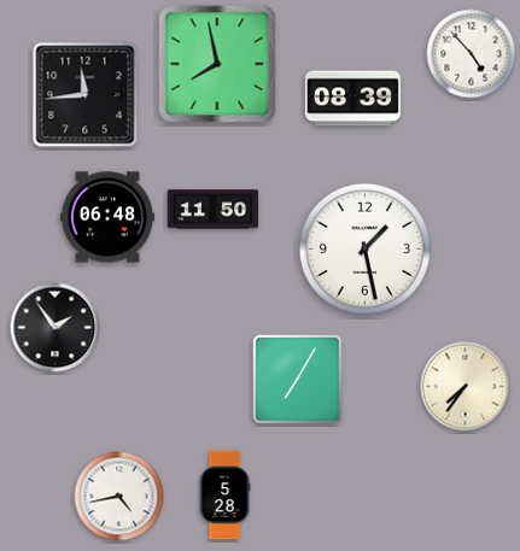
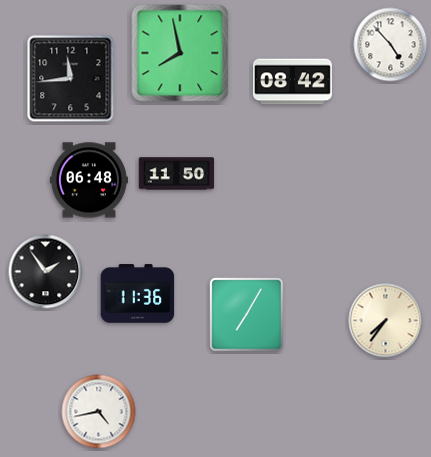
clock at (352, 99): 08:39 -> 08:42
clock at (364, 248): 1:28 -> none
clock at (138, 294): none -> 11:36
clock at (224, 496): 5:28 -> none
